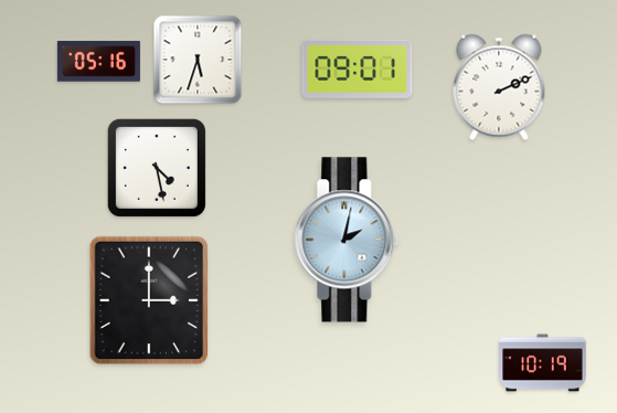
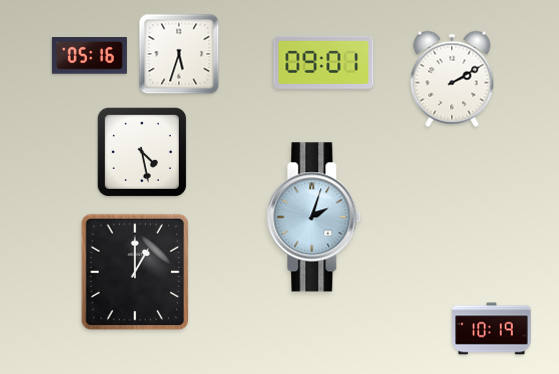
clock at (499, 87): 2:11 -> 2:10
clock at (347, 240): 2:02 -> 2:03
clock at (149, 300): 3:00 -> 1:00
